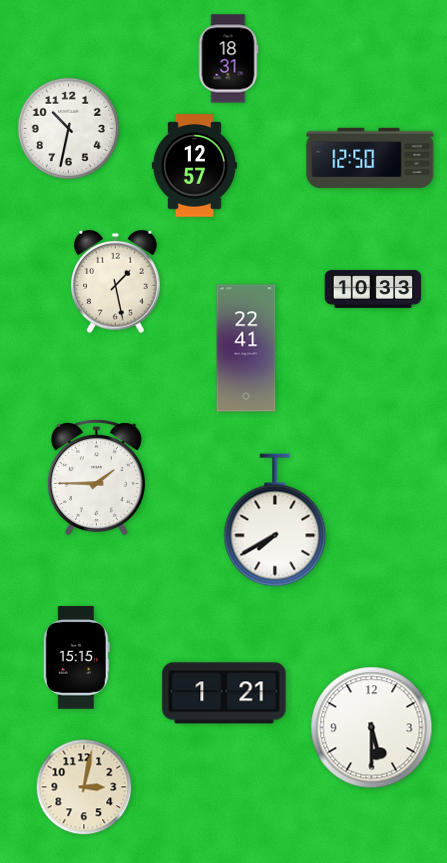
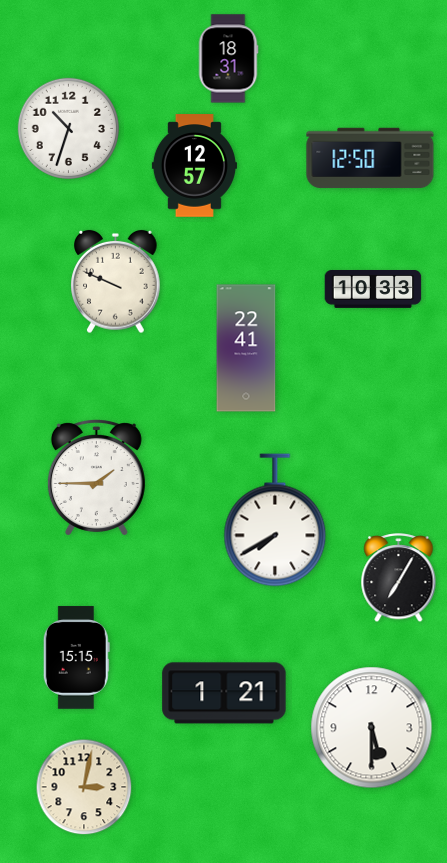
clock at (68, 128): 10:32 -> 10:33
clock at (116, 282): 1:28 -> 9:49
clock at (399, 579): none -> 7:05
